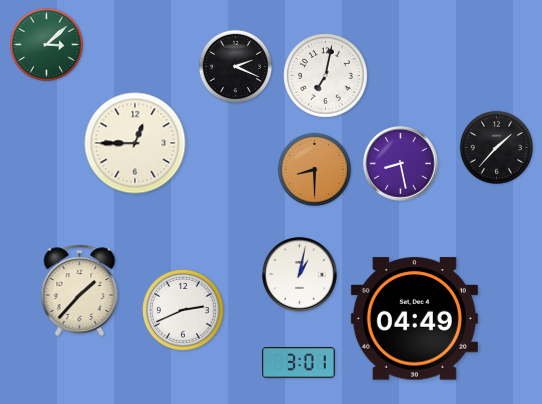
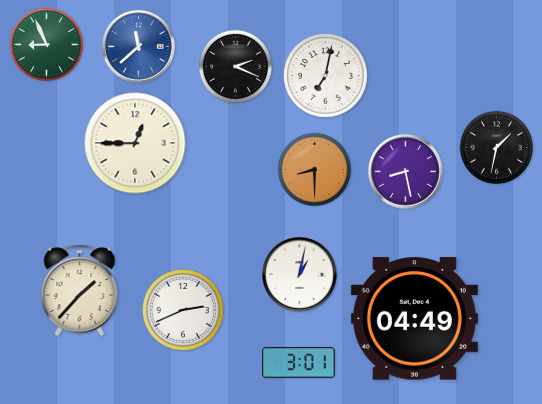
clock at (46, 44): 3:08 -> 8:56
clock at (139, 47): none -> 11:38
clock at (496, 147): 1:37 -> 1:32
clock at (401, 164) position: (401, 164) -> (406, 172)
